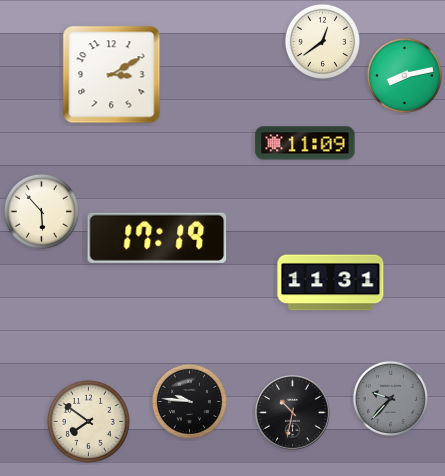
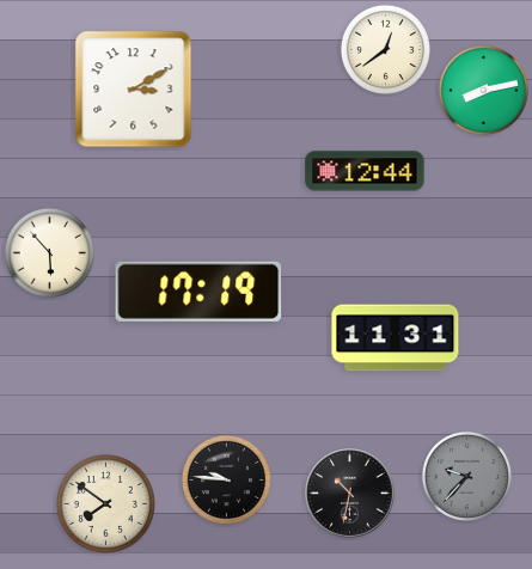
clock at (305, 143): 11:09 -> 12:44
clock at (157, 238) position: (157, 238) -> (198, 292)
